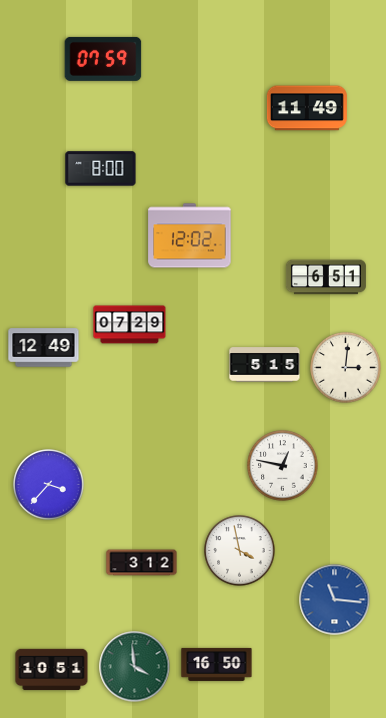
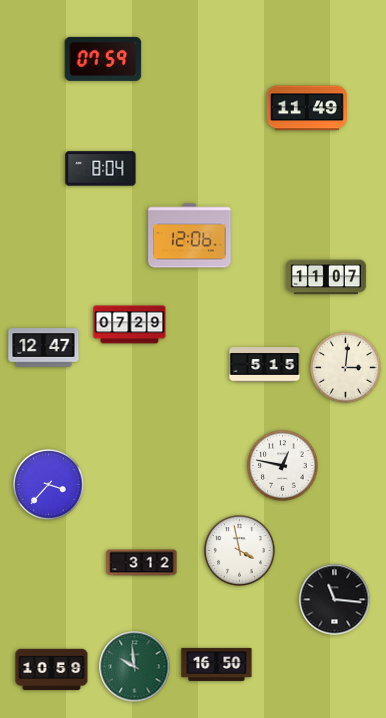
clock at (101, 169): 8:00 -> 8:04
clock at (190, 236): 12:02 -> 12:06
clock at (326, 277): 6:51 -> 11:07
clock at (44, 348): 12:49 -> 12:47
clock at (335, 600) dial: blue -> black
clock at (135, 667): 3:59 -> 9:59
clock at (52, 670): 10:51 -> 10:59
